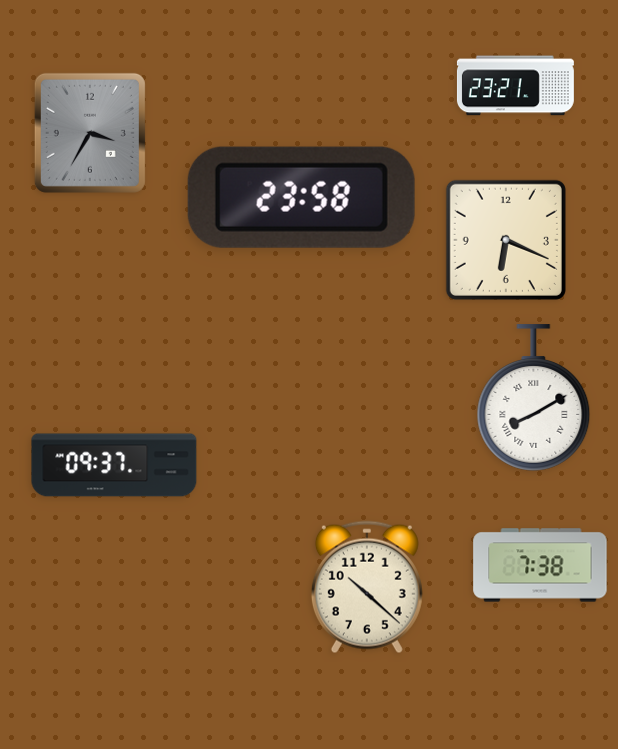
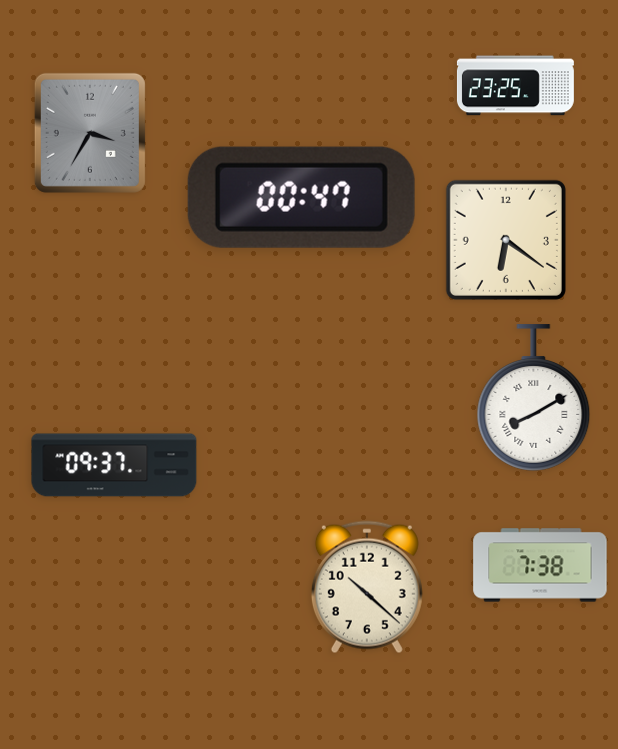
clock at (515, 86): 23:21 -> 23:25
clock at (301, 197): 23:58 -> 00:47
clock at (506, 240): 6:19 -> 6:21
